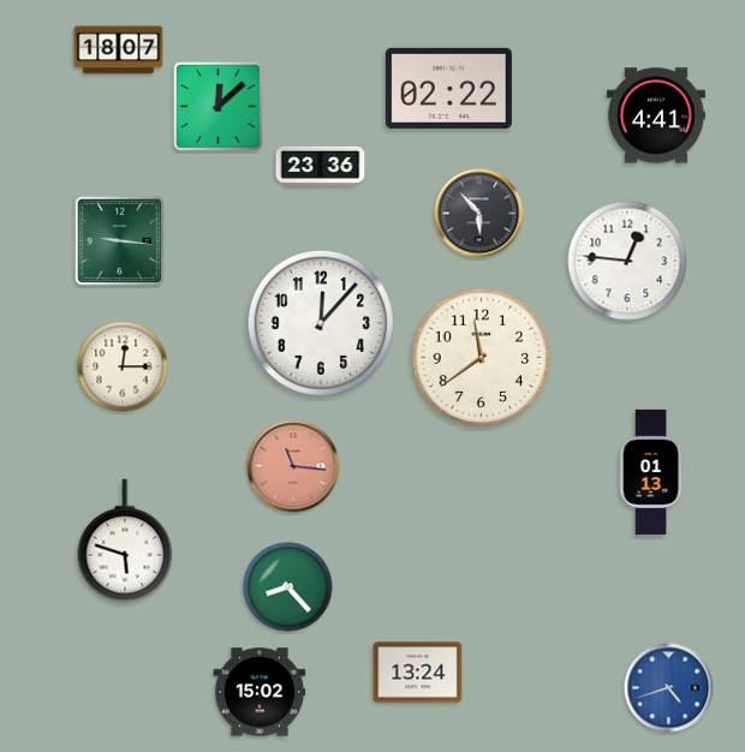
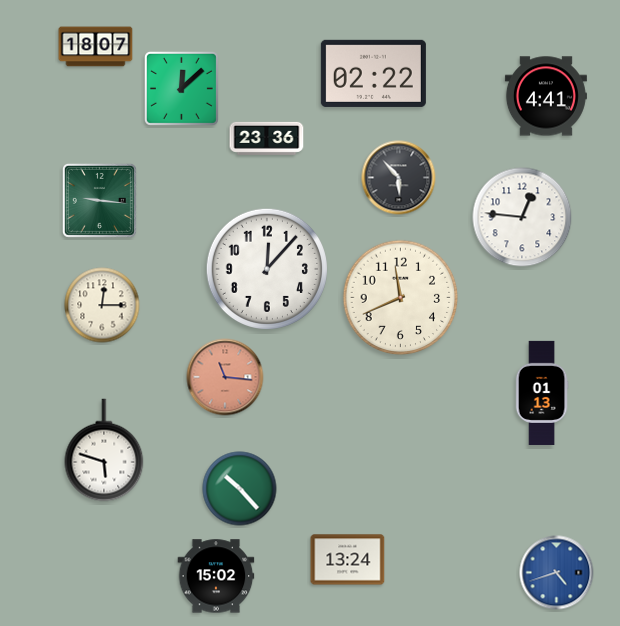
clock at (119, 50) position: (119, 50) -> (96, 47)
clock at (482, 358): 11:39 -> 11:41
clock at (293, 466) position: (293, 466) -> (225, 377)
clock at (288, 587): 8:23 -> 10:23
